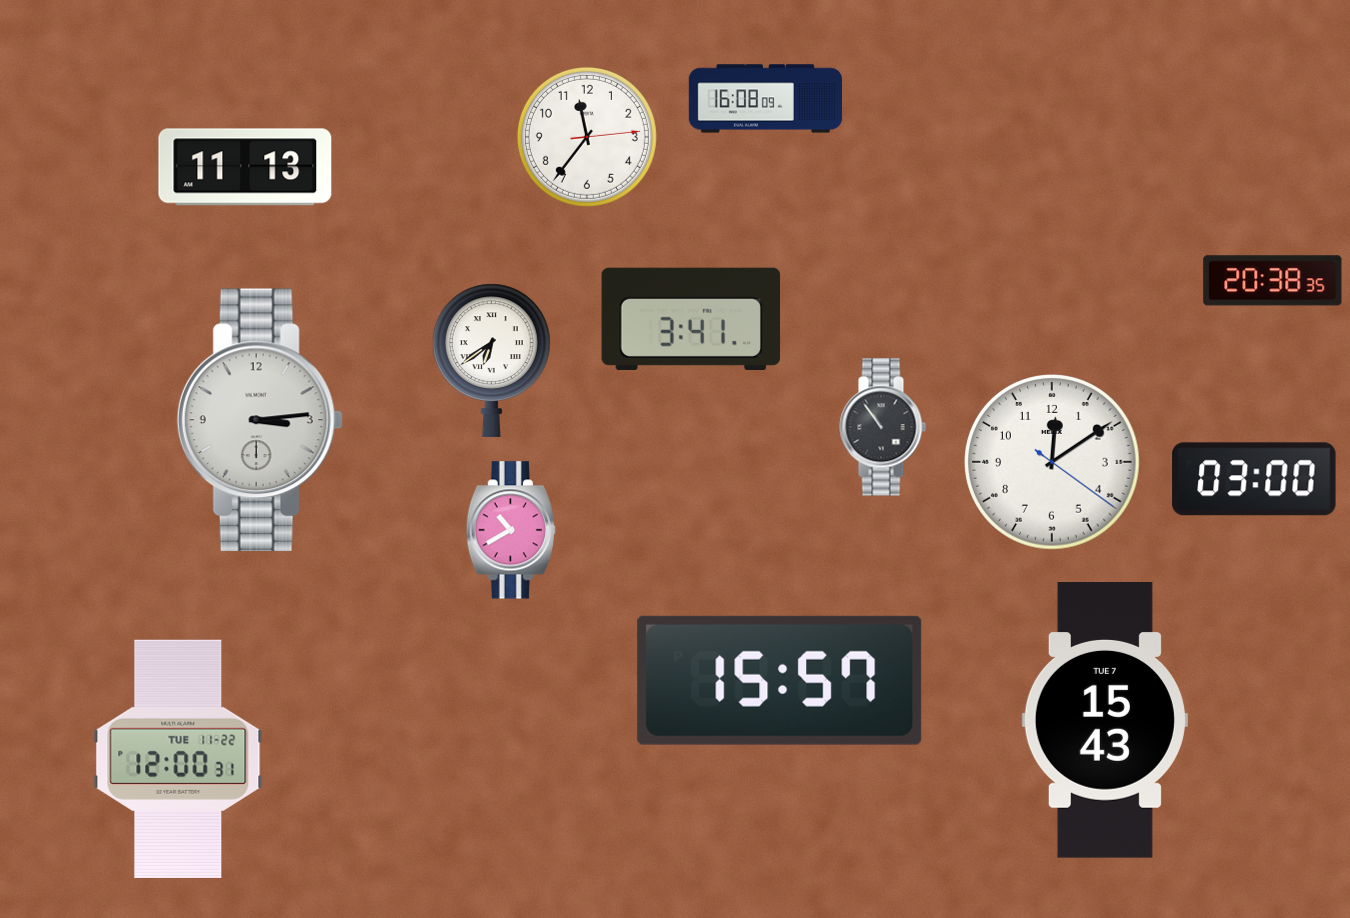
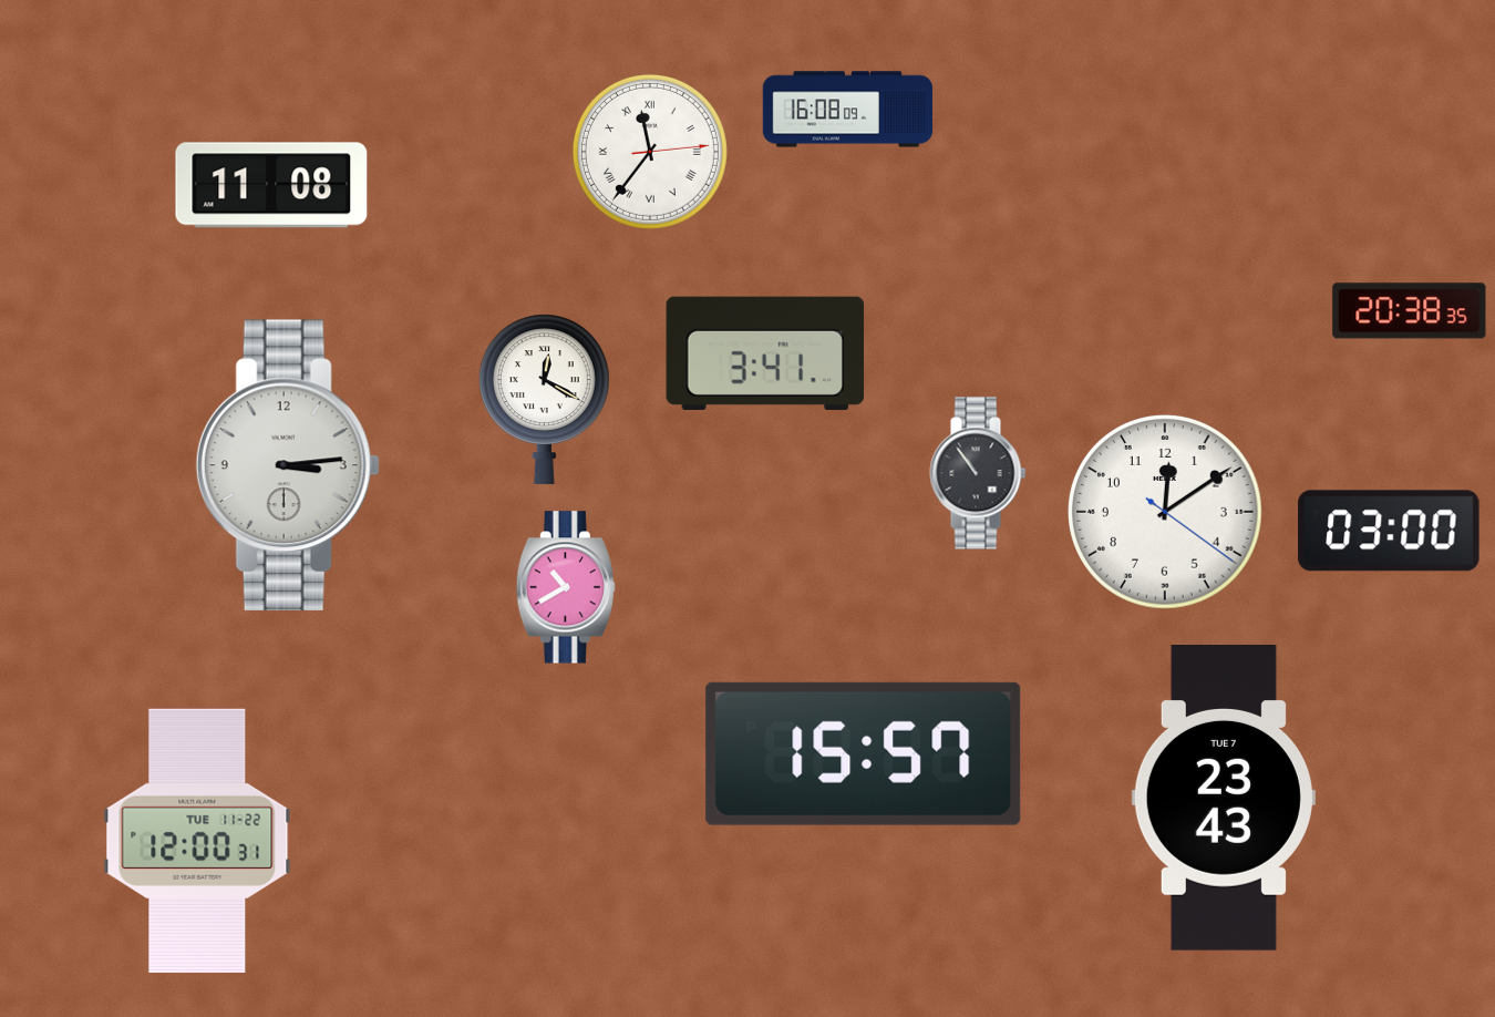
clock at (587, 137) numerals: Arabic -> Roman
clock at (245, 167): 11:13 -> 11:08
clock at (491, 360): 6:39 -> 12:20
clock at (1105, 721): 15:43 -> 23:43
